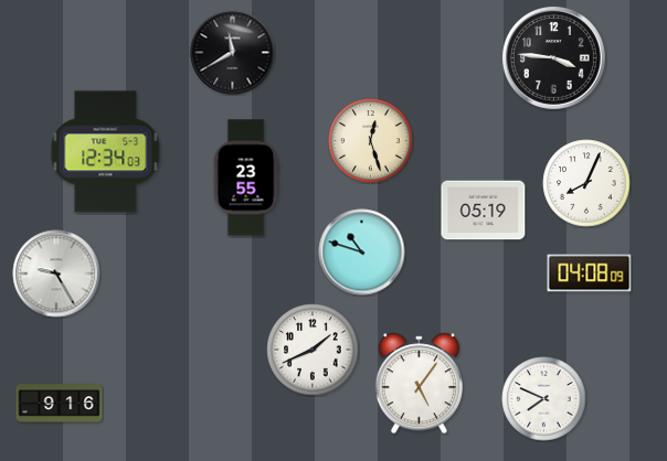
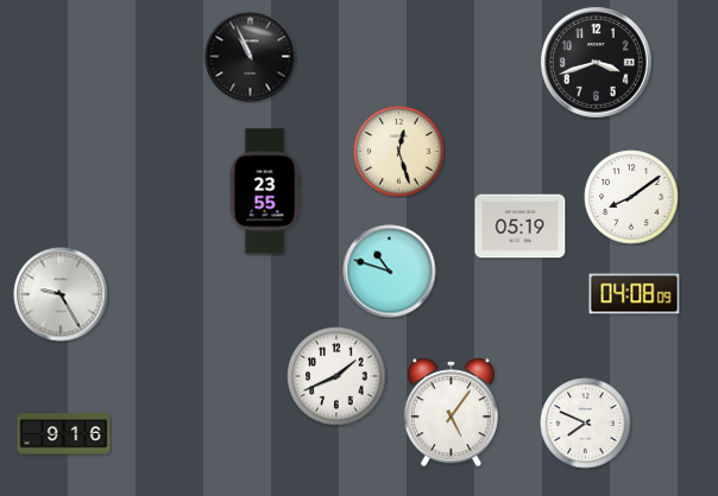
clock at (233, 53): 11:40 -> 10:56
clock at (554, 58): 3:46 -> 3:42
clock at (106, 152): 12:34 -> none
clock at (586, 183): 8:04 -> 8:09
clock at (544, 399) position: (544, 399) -> (586, 424)
